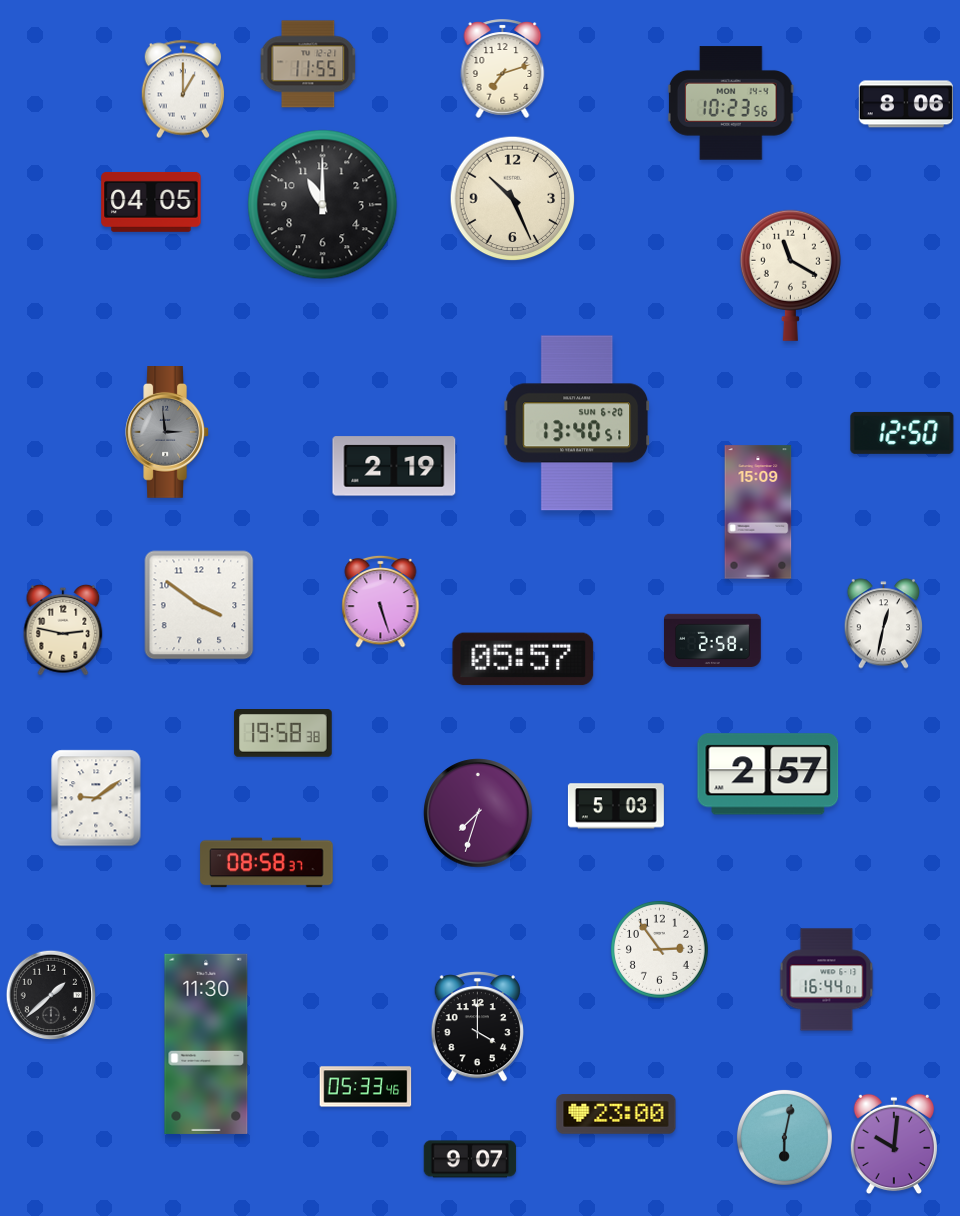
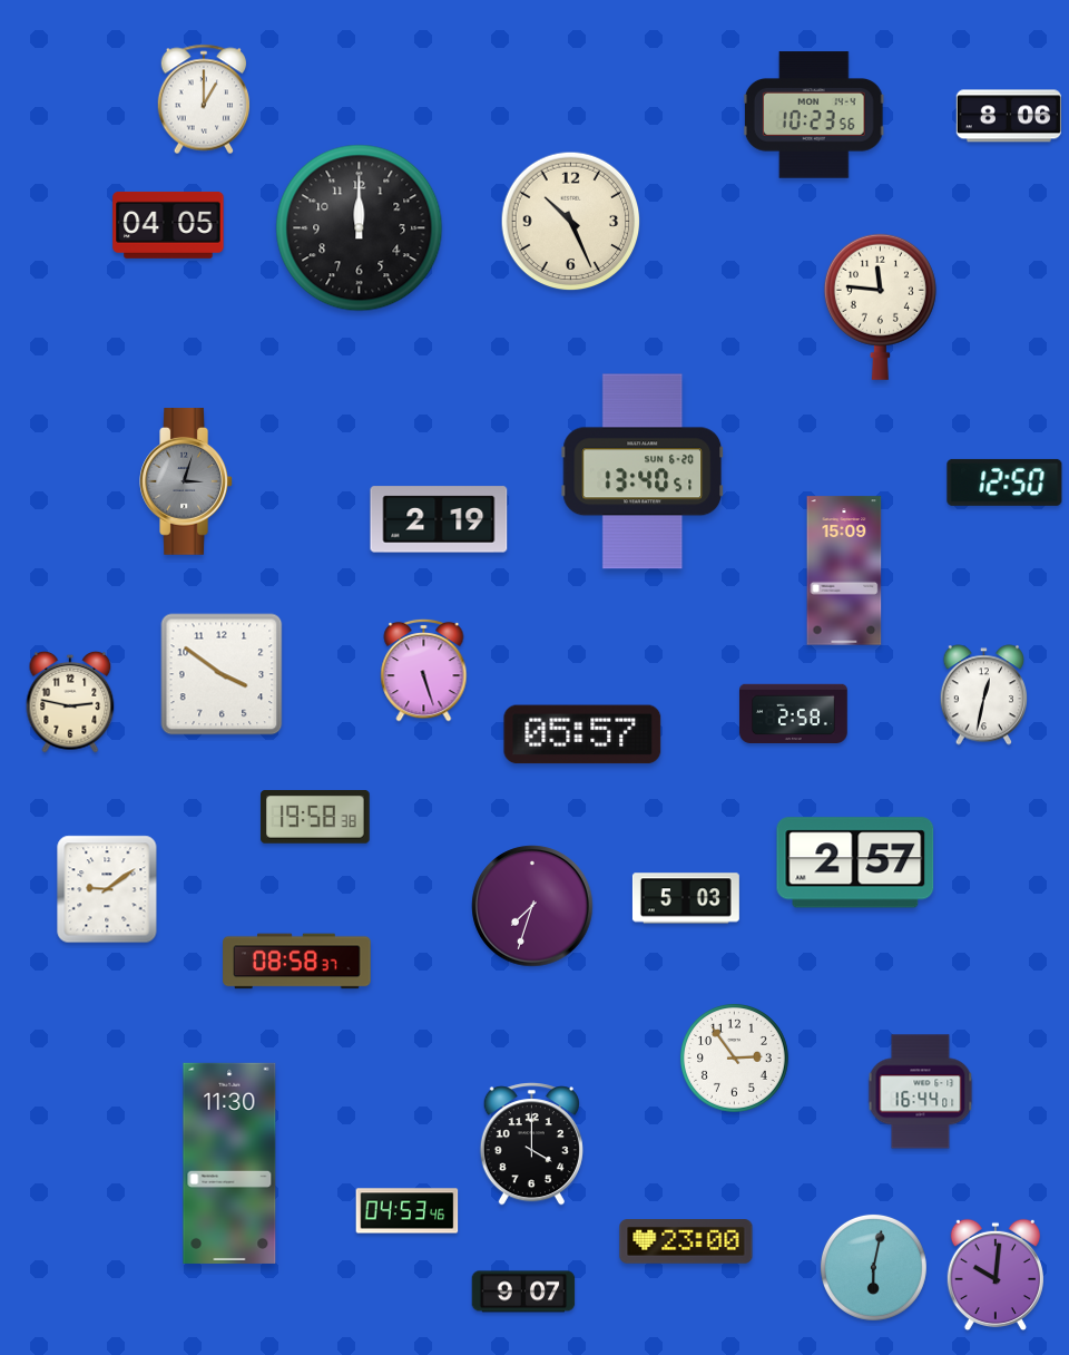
clock at (308, 64): 11:55 -> none
clock at (503, 68): 7:12 -> none
clock at (323, 205): 11:00 -> 12:00
clock at (790, 275): 11:20 -> 11:46
clock at (167, 433): 2:59 -> 3:03
clock at (51, 995): 1:38 -> none
clock at (366, 1087): 05:33 -> 04:53
